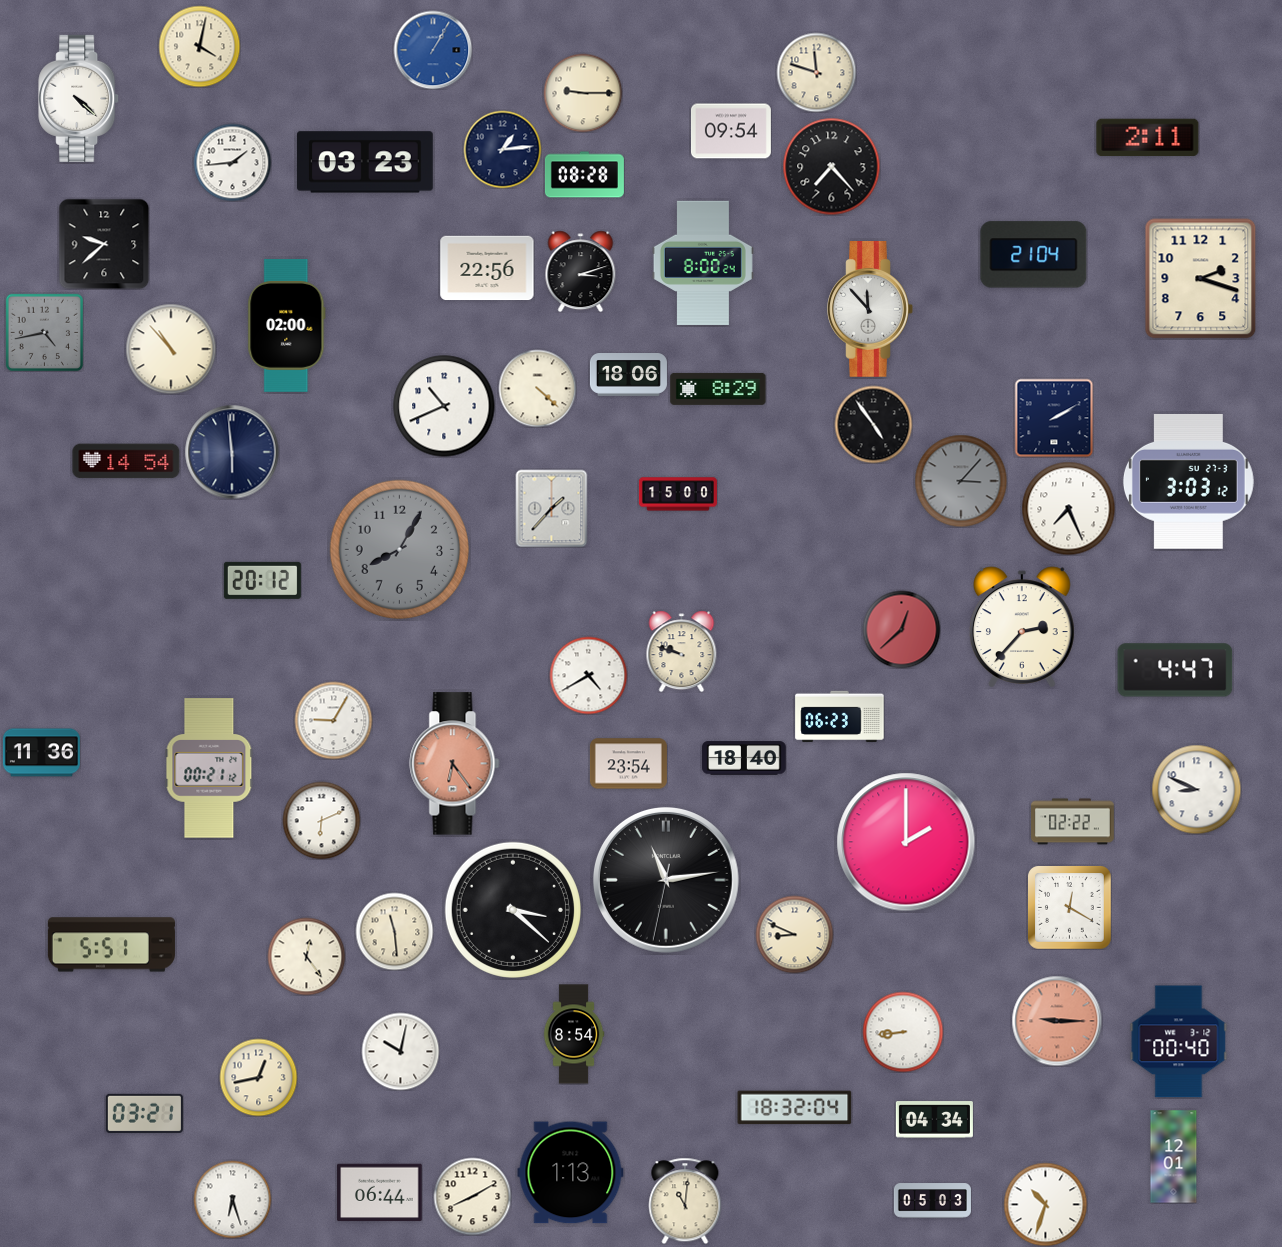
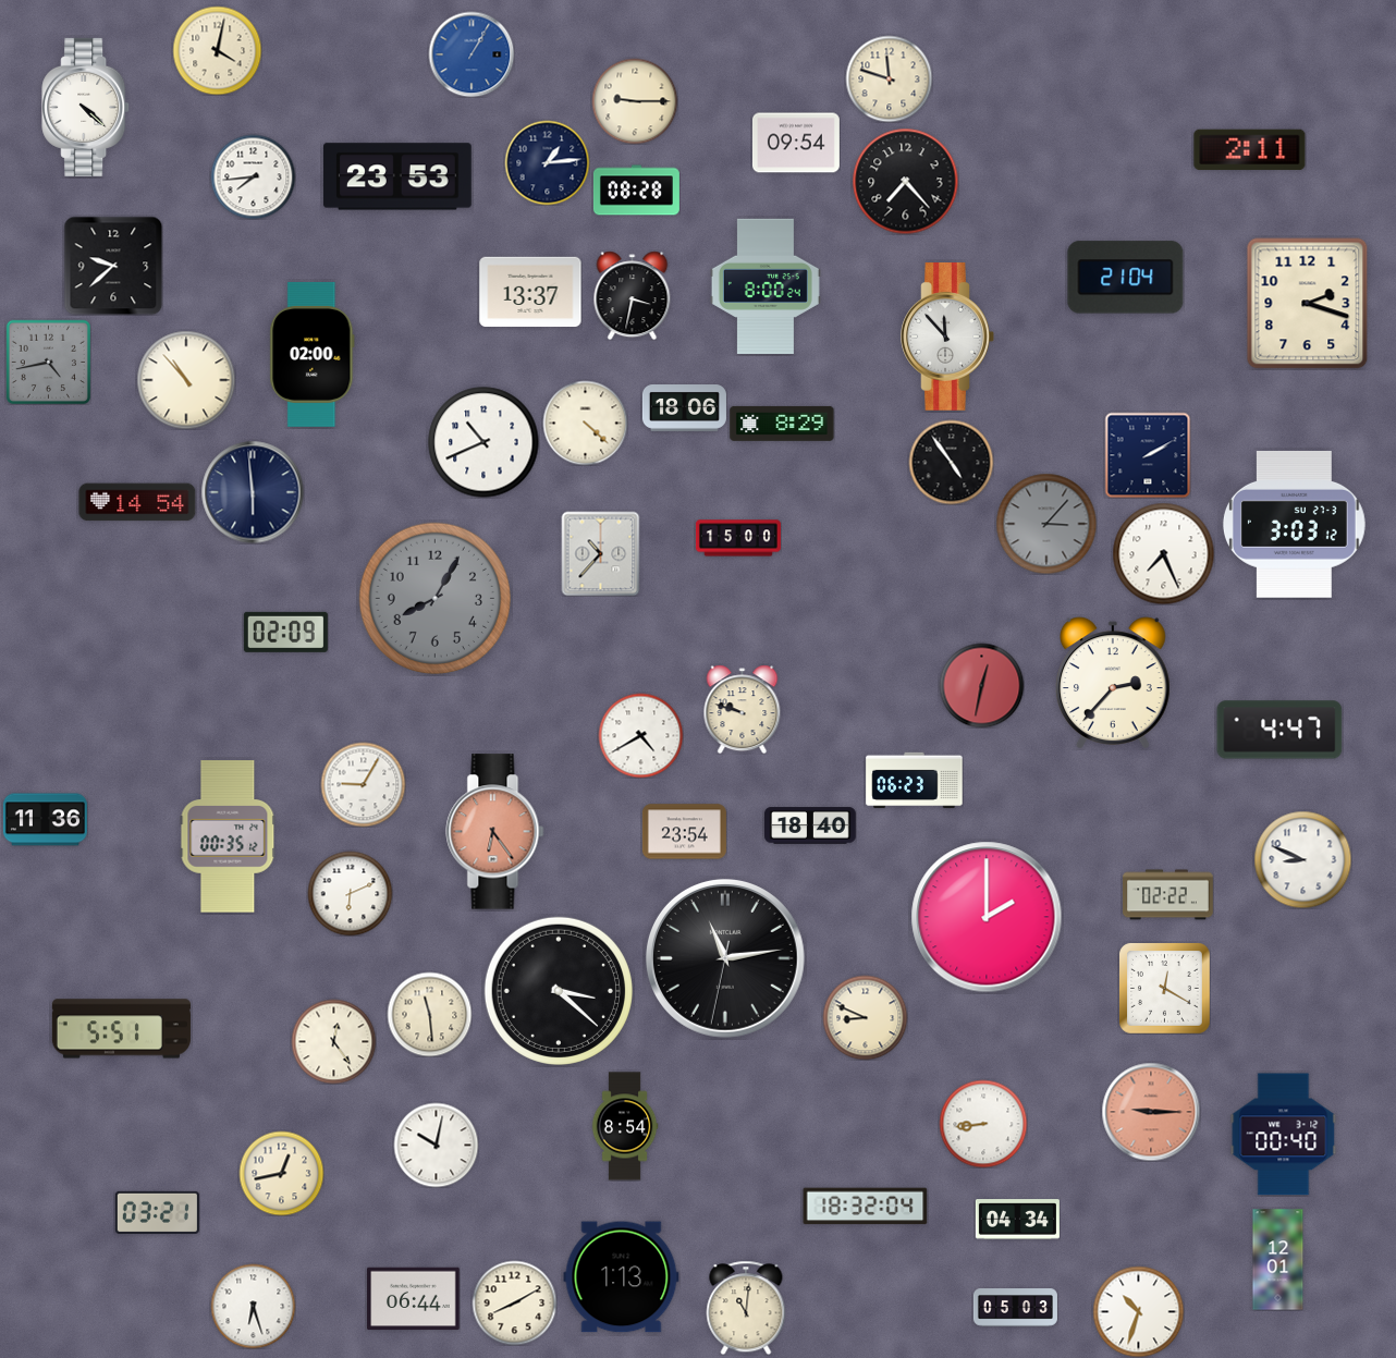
clock at (232, 162): 1:44 -> 7:44
clock at (365, 162): 03:23 -> 23:53
clock at (487, 268): 22:56 -> 13:37
clock at (581, 271): 3:12 -> 3:32
clock at (552, 508): 1:37 -> 10:37
clock at (262, 580): 20:12 -> 02:09
clock at (901, 629): 12:38 -> 12:32
clock at (209, 768): 00:21 -> 00:35
